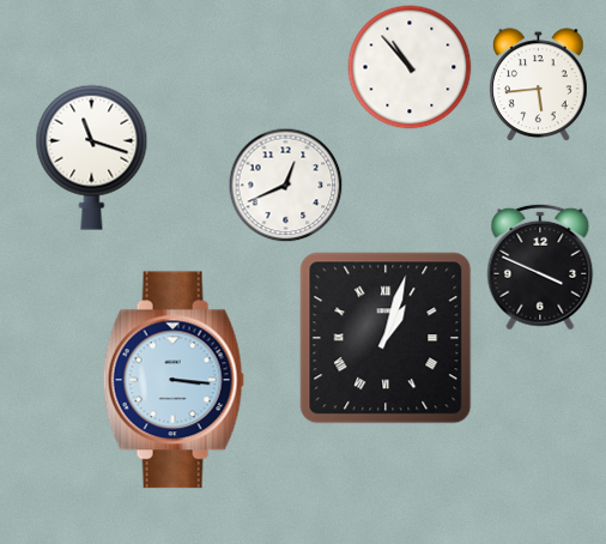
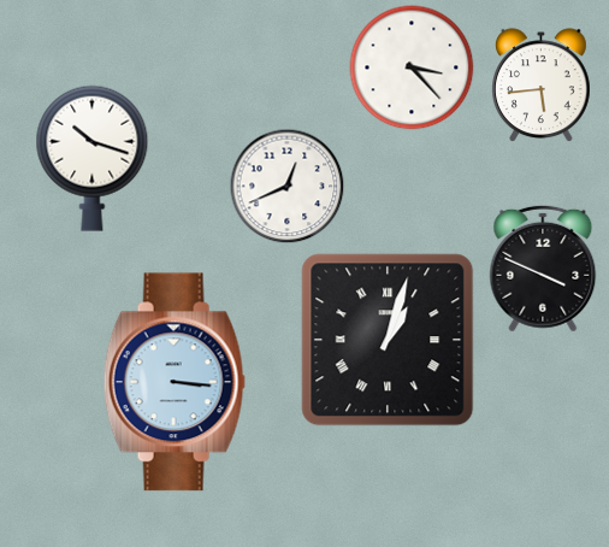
clock at (410, 67): 10:53 -> 3:23
clock at (92, 157): 11:18 -> 10:18
